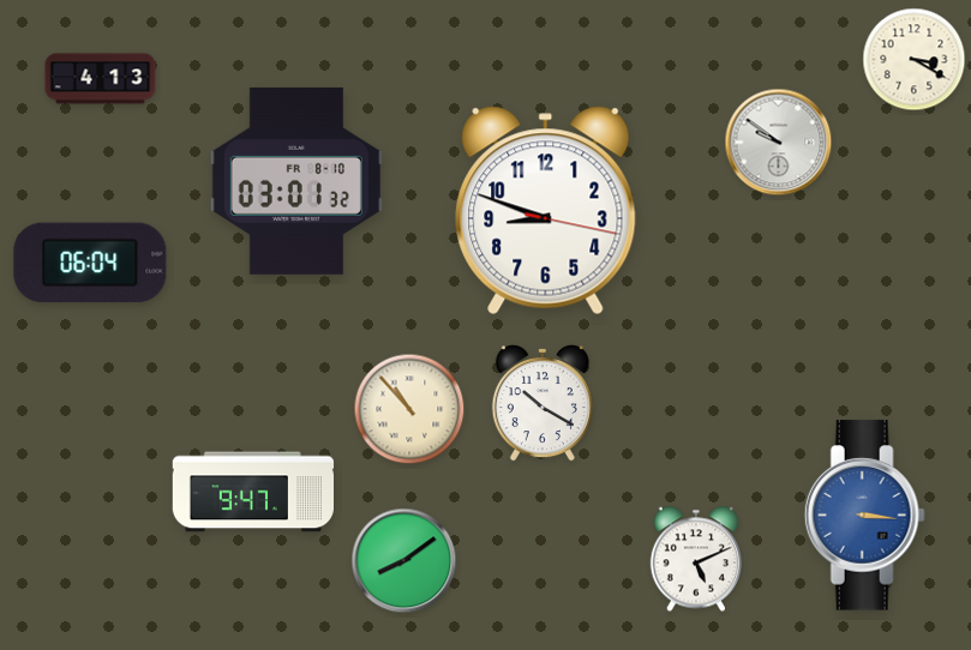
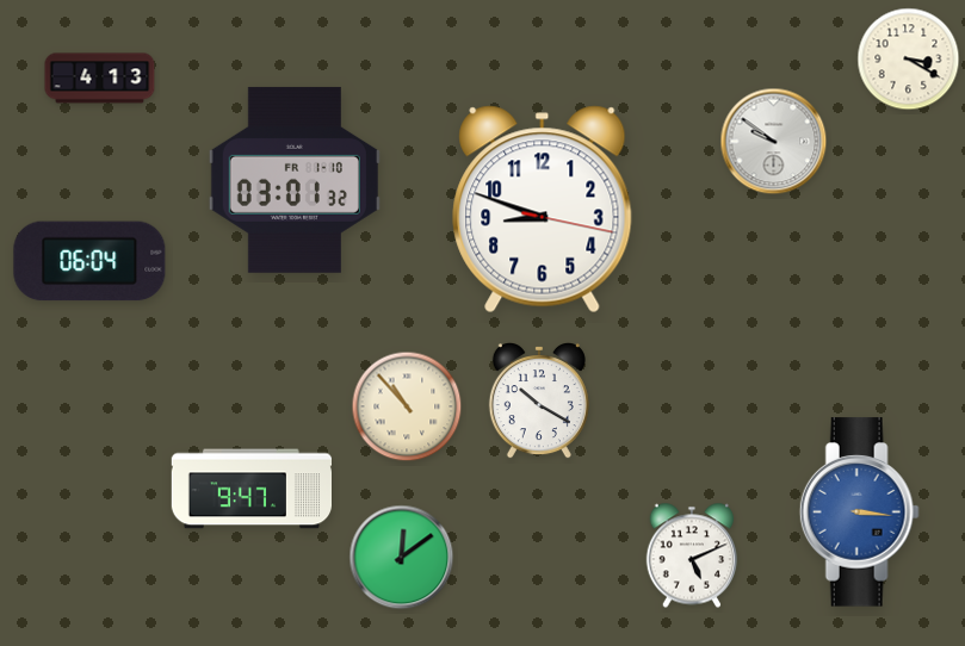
clock at (296, 181) date: FR 8-10 -> FR 1-10
clock at (404, 561): 8:09 -> 12:09
